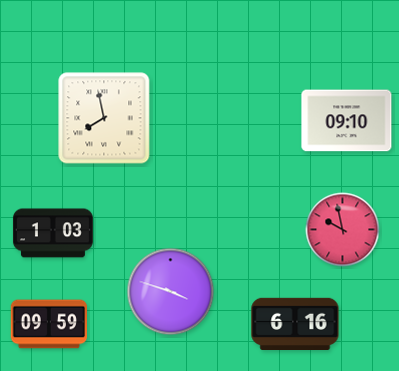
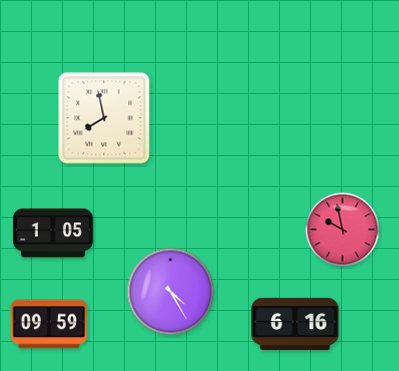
clock at (347, 121): 09:10 -> none
clock at (53, 233): 1:03 -> 1:05
clock at (171, 292): 3:48 -> 4:25
